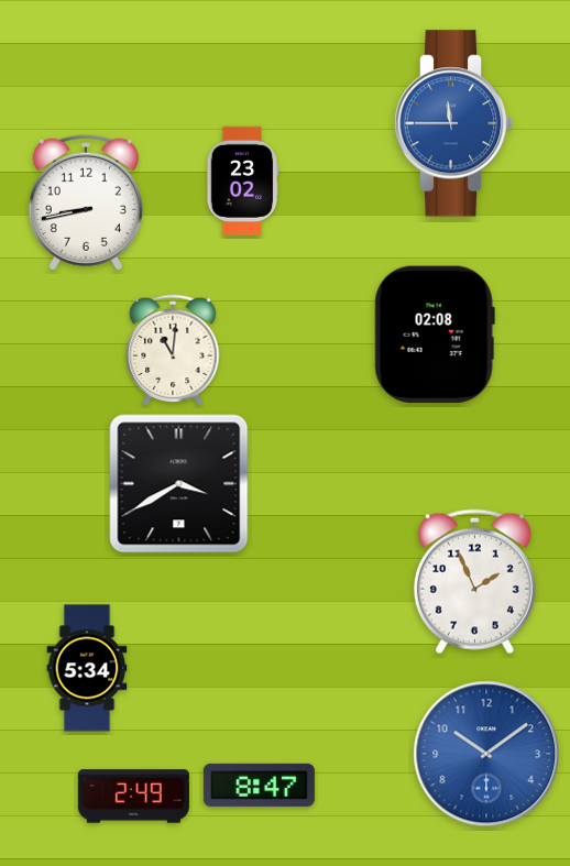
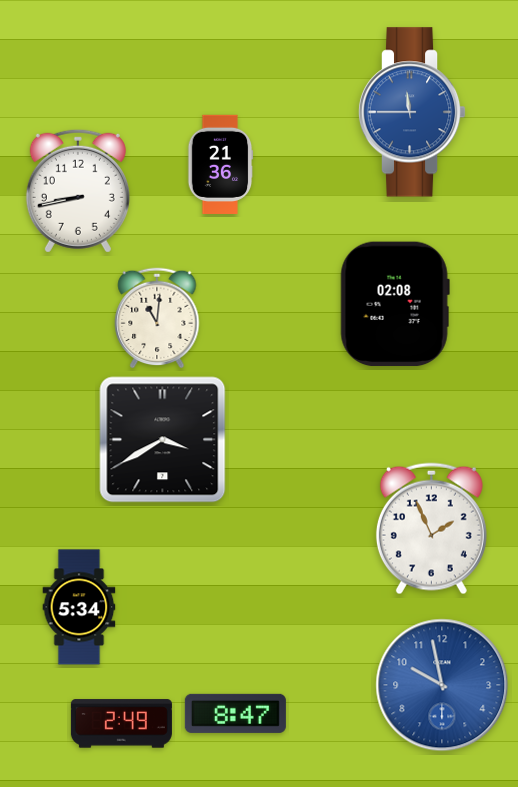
clock at (242, 180): 23:02 -> 21:36
clock at (86, 202) position: (86, 202) -> (78, 191)
clock at (486, 754): 10:09 -> 9:58
